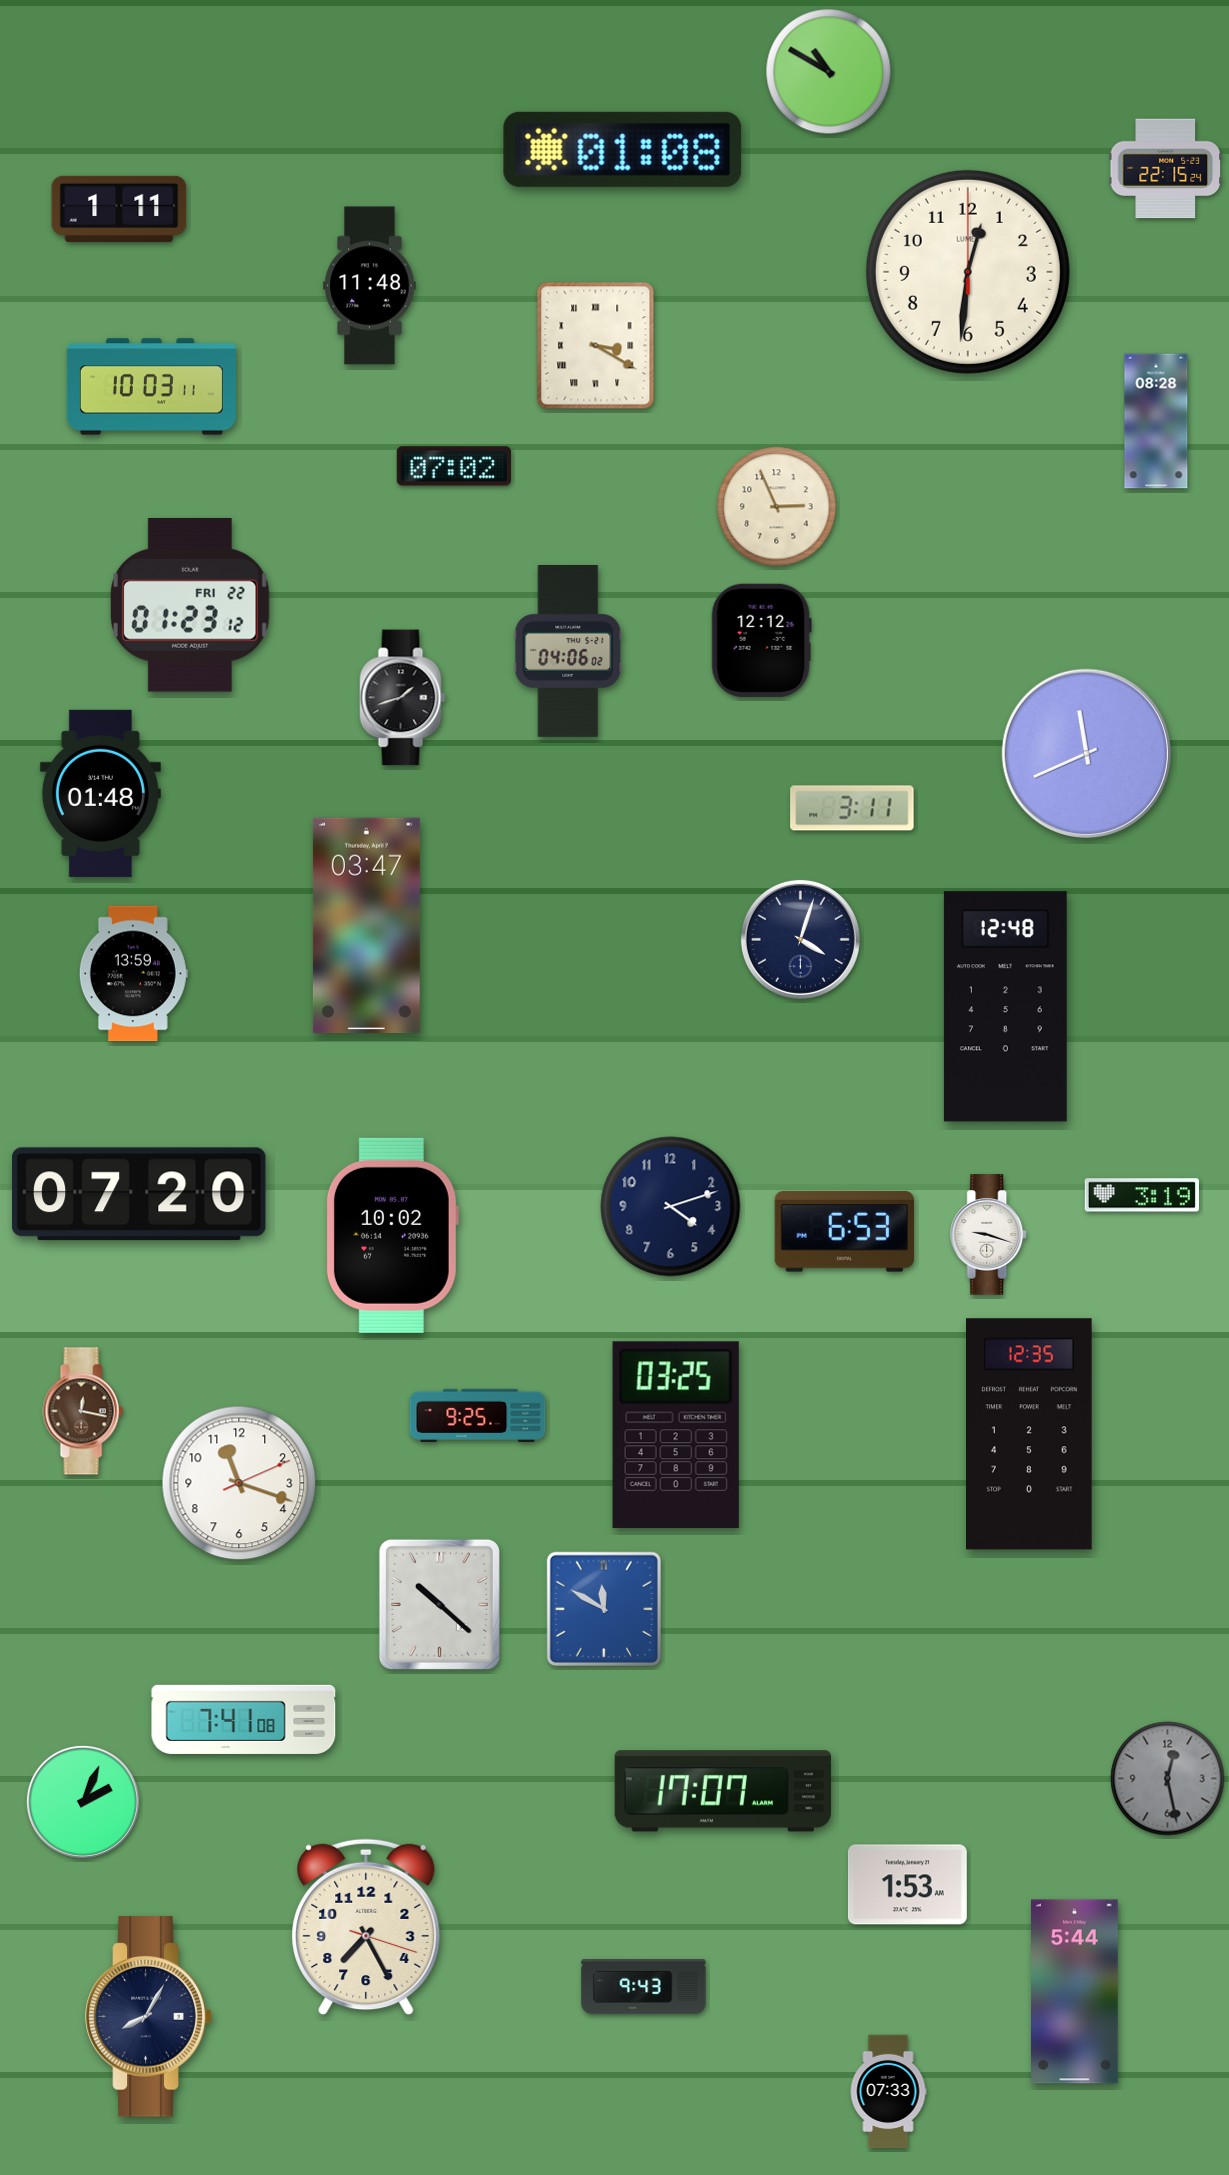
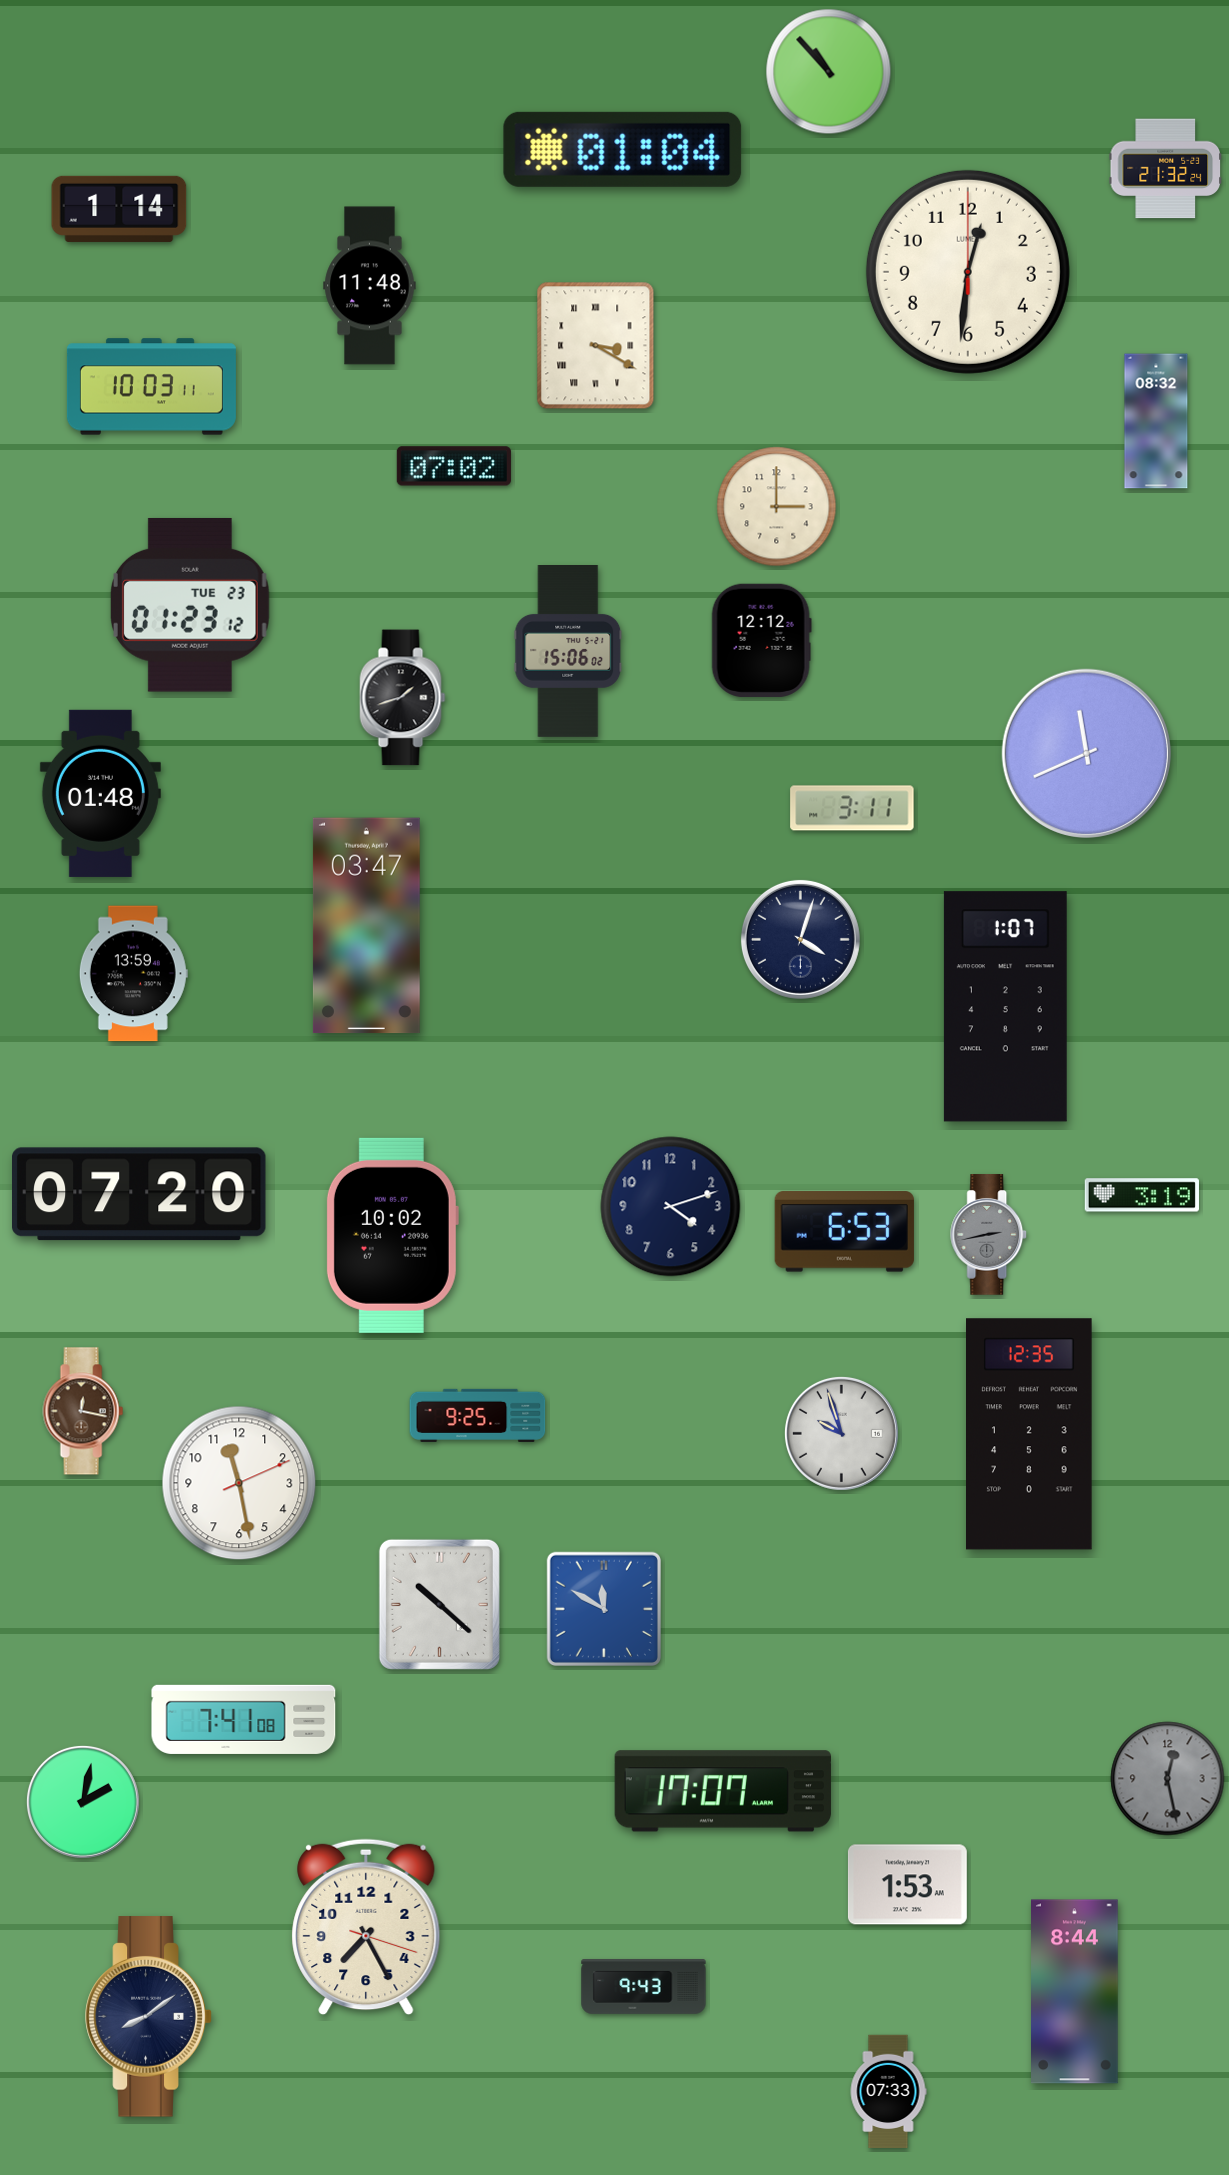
clock at (829, 72): 10:50 -> 10:53
clock at (623, 149): 01:08 -> 01:04
clock at (1165, 169): 22:15 -> 21:32
clock at (119, 209): 1:11 -> 1:14
clock at (1156, 421): 08:28 -> 08:32
clock at (777, 507): 2:56 -> 3:00
clock at (190, 605) date: FRI 22 -> TUE 23
clock at (568, 652): 04:06 -> 15:06
clock at (1005, 1007): 12:48 -> 1:07
clock at (989, 1235): 9:18 -> 2:43
clock at (989, 1235) dial: white -> grey
clock at (841, 1433): none -> 9:57
clock at (676, 1435): 03:25 -> none
clock at (239, 1483): 11:18 -> 11:28
clock at (83, 1802): 2:04 -> 2:02
clock at (1075, 1992): 5:44 -> 8:44
clock at (149, 2017): 8:05 -> 8:09
